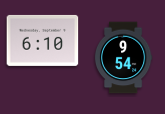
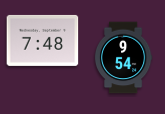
clock at (43, 40): 6:10 -> 7:48
